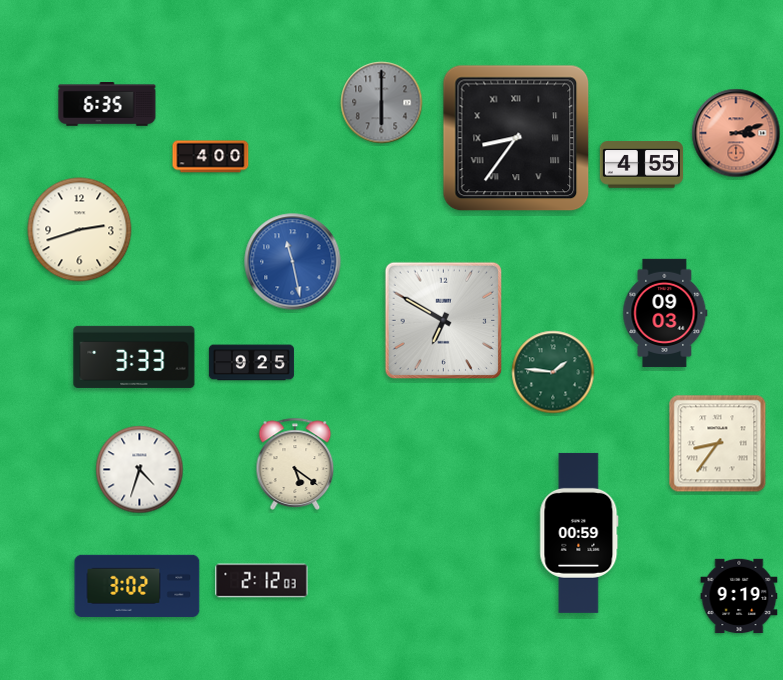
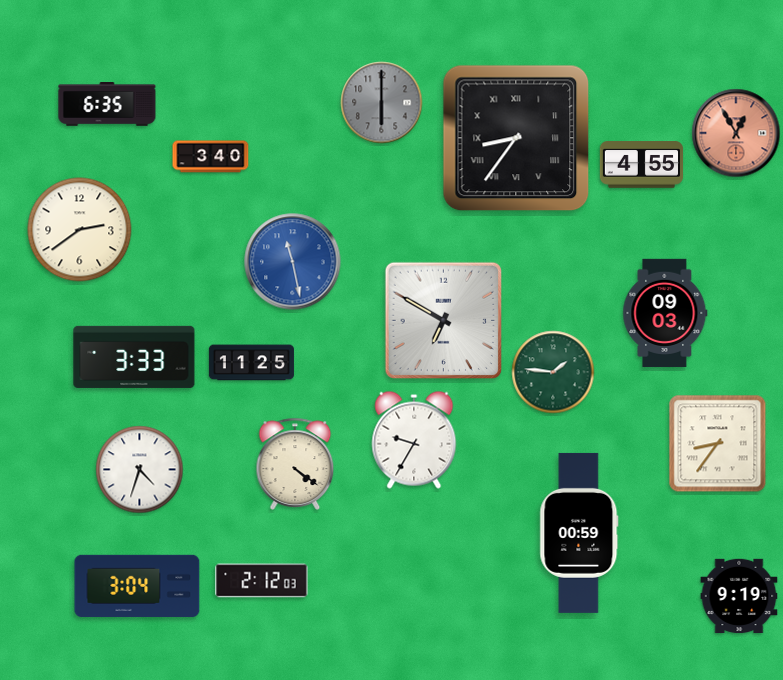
clock at (736, 133): 3:12 -> 12:55
clock at (211, 157): 4:00 -> 3:40
clock at (80, 230): 2:42 -> 2:39
clock at (251, 363): 9:25 -> 11:25
clock at (414, 440): none -> 9:35
clock at (295, 464): 5:21 -> 4:21
clock at (137, 586): 3:02 -> 3:04
